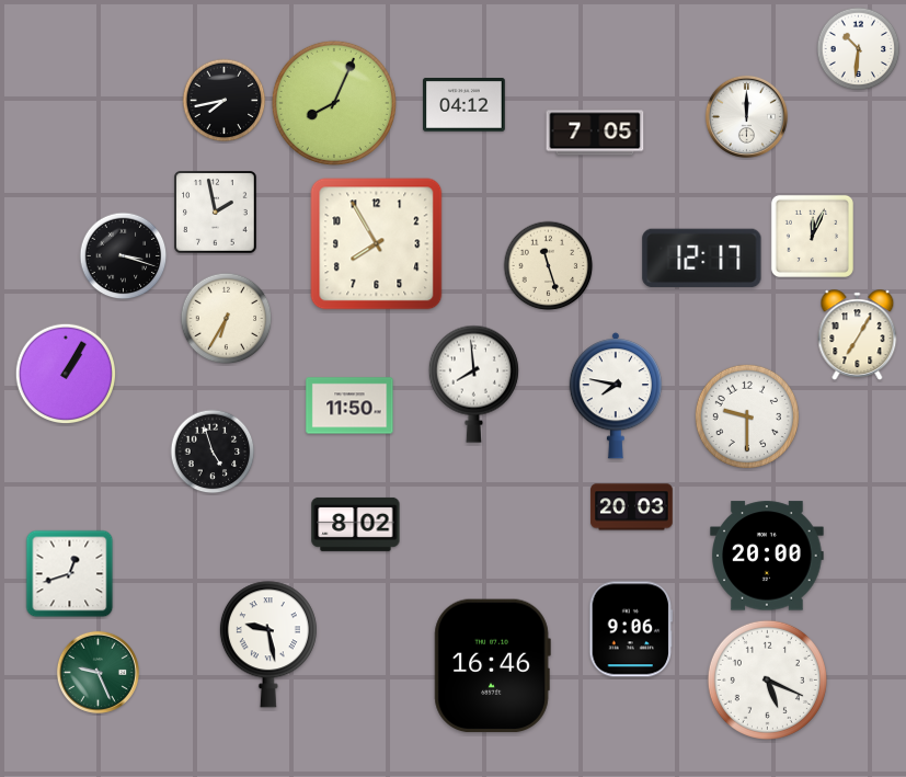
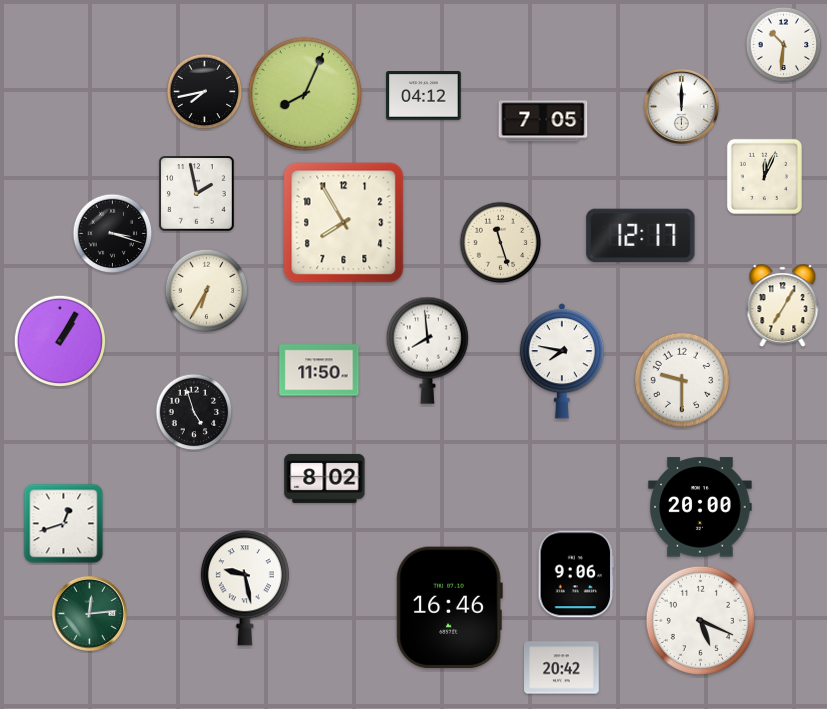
clock at (812, 236) position: (812, 236) -> (764, 176)
clock at (473, 384) position: (473, 384) -> (427, 350)
clock at (632, 507): 20:03 -> none
clock at (98, 672): 9:26 -> 12:14
clock at (562, 668): none -> 20:42
